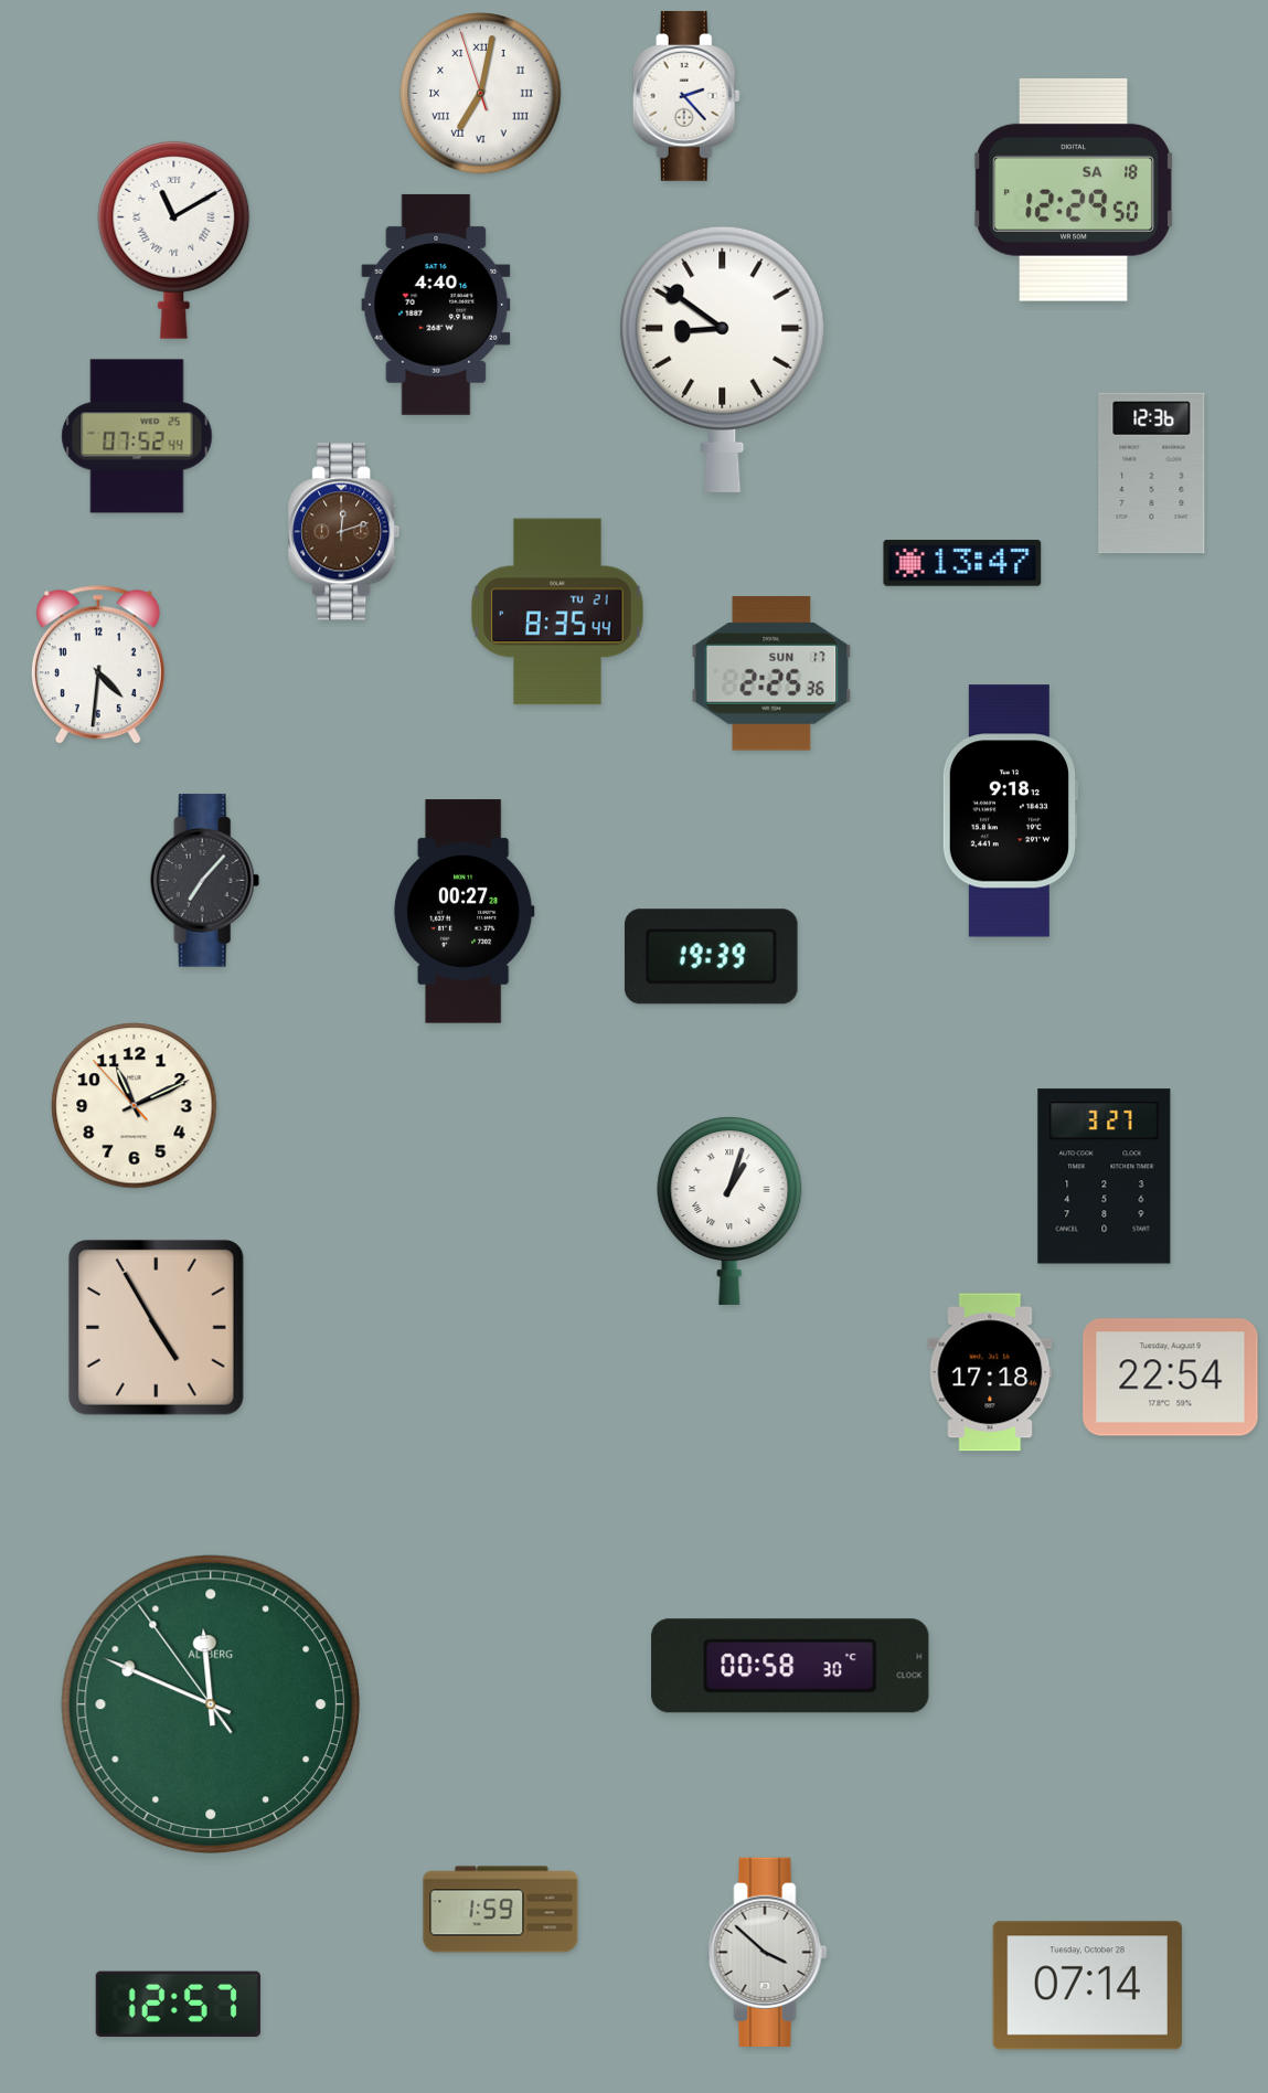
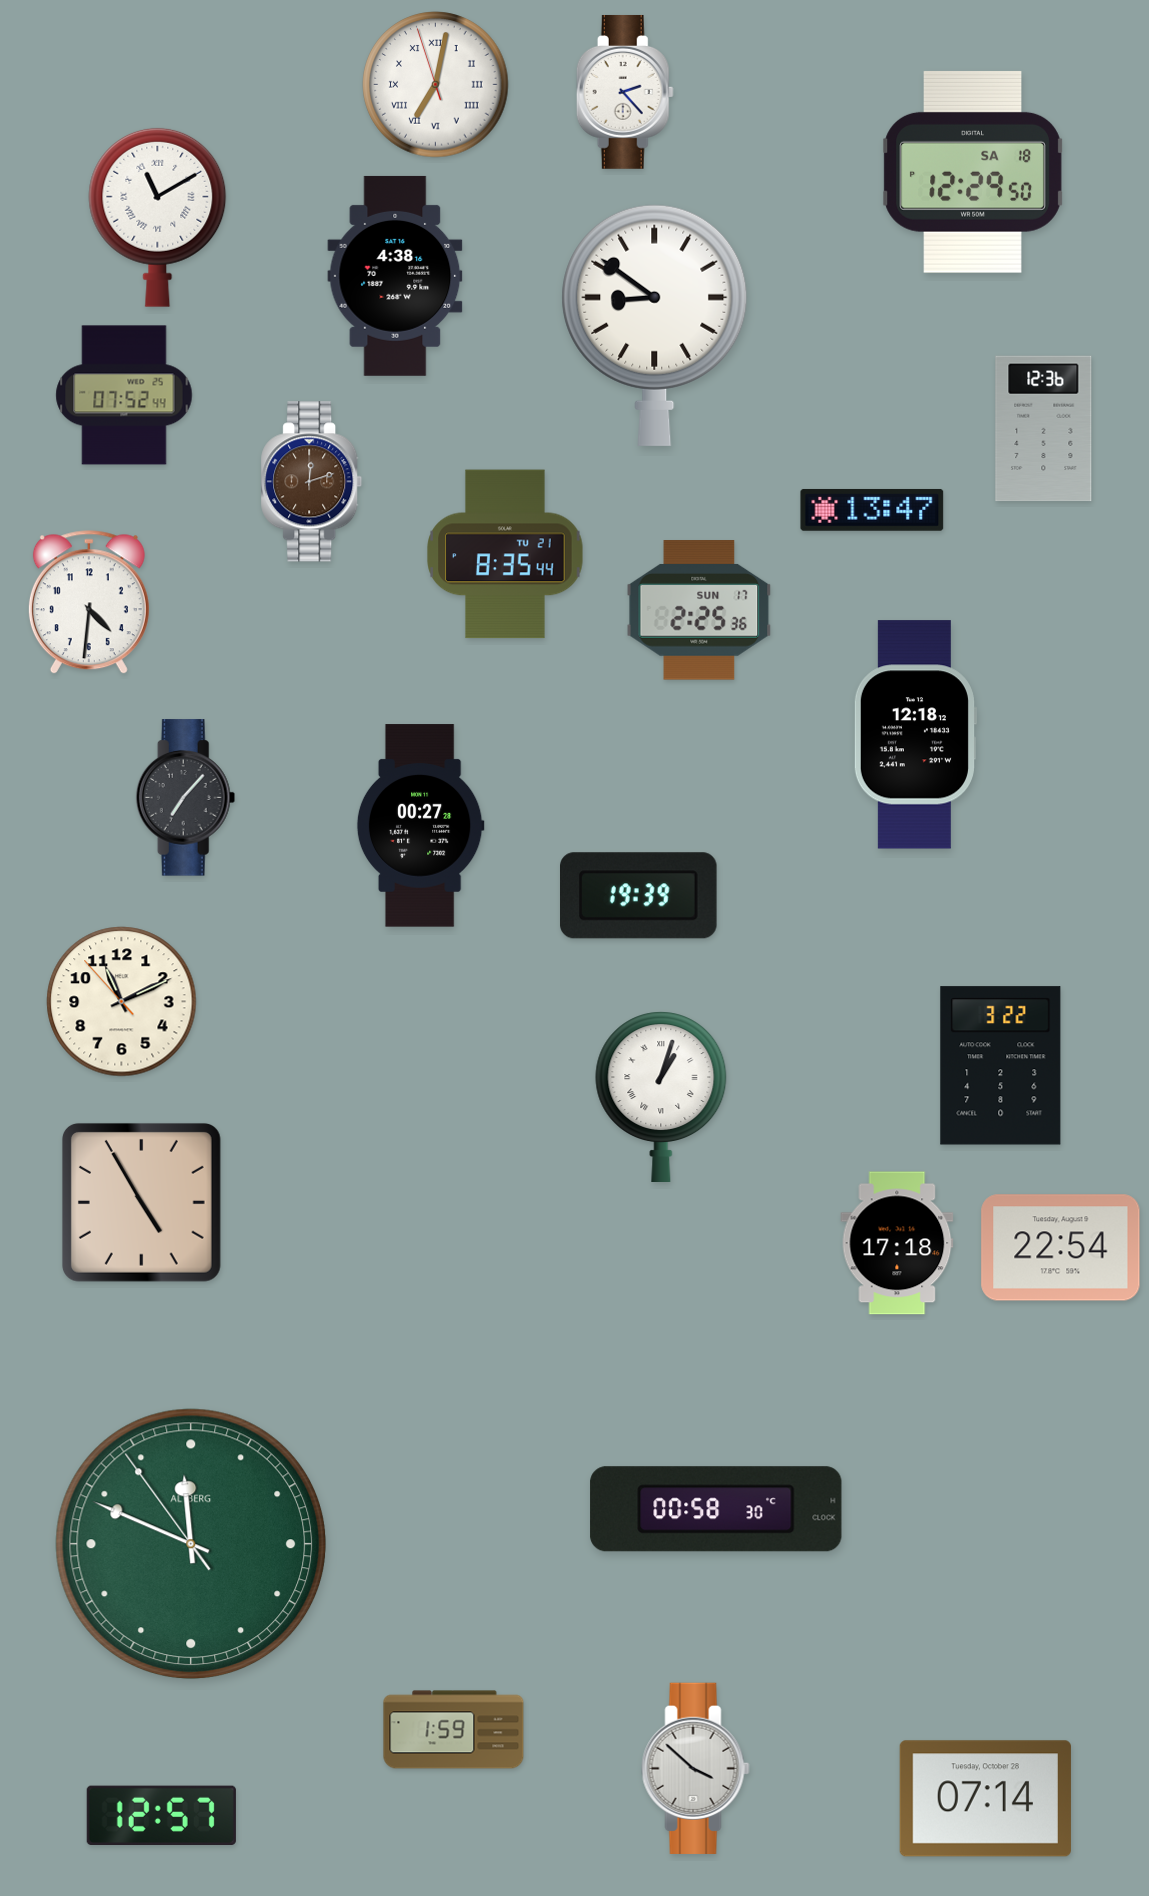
clock at (686, 96) position: (686, 96) -> (625, 92)
clock at (436, 305): 4:40 -> 4:38
clock at (1010, 811): 9:18 -> 12:18
clock at (712, 957) position: (712, 957) -> (639, 896)
clock at (1105, 1177): 3:27 -> 3:22
